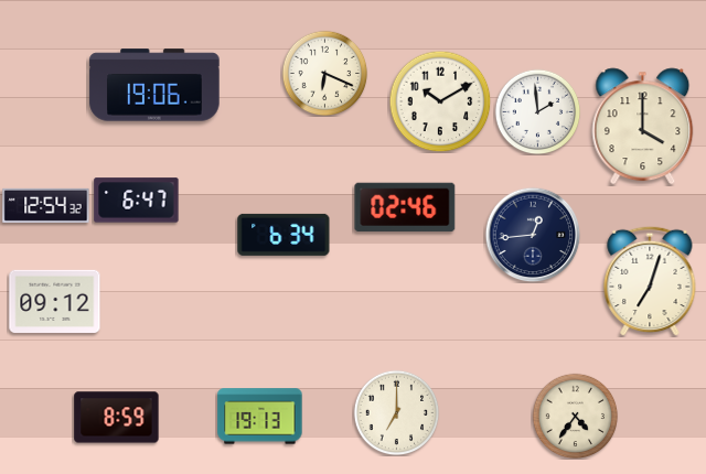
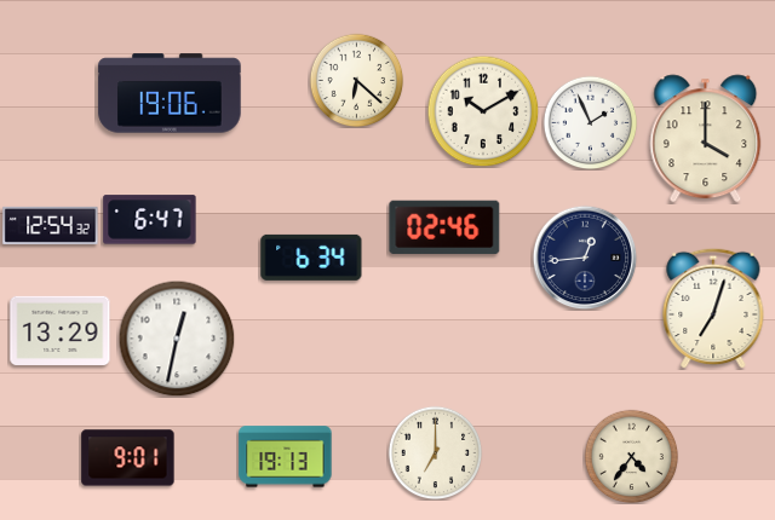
clock at (324, 73): 6:19 -> 6:22
clock at (537, 111): 1:59 -> 1:56
clock at (55, 301): 09:12 -> 13:29
clock at (177, 339): none -> 12:32
clock at (117, 418): 8:59 -> 9:01
